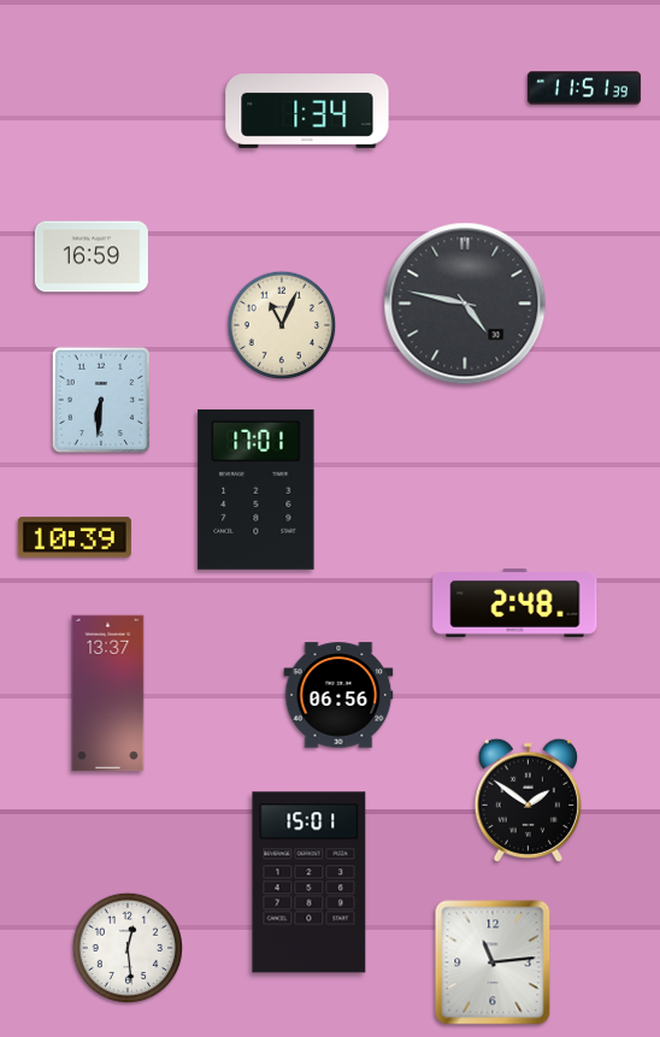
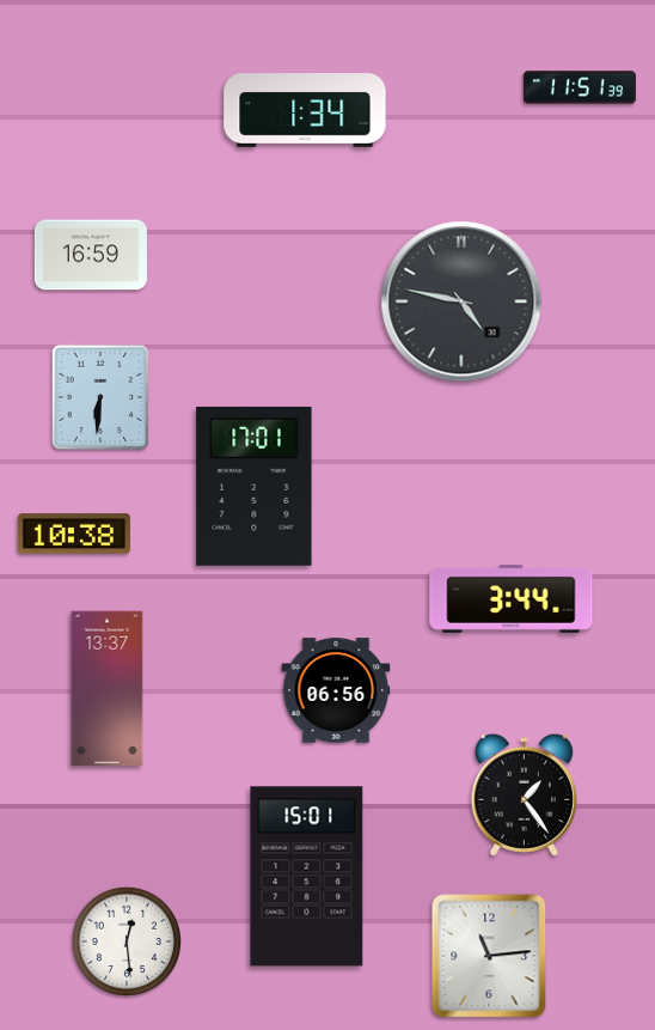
clock at (282, 325): 11:04 -> none
clock at (75, 537): 10:39 -> 10:38
clock at (515, 602): 2:48 -> 3:44
clock at (528, 800): 1:51 -> 1:24
